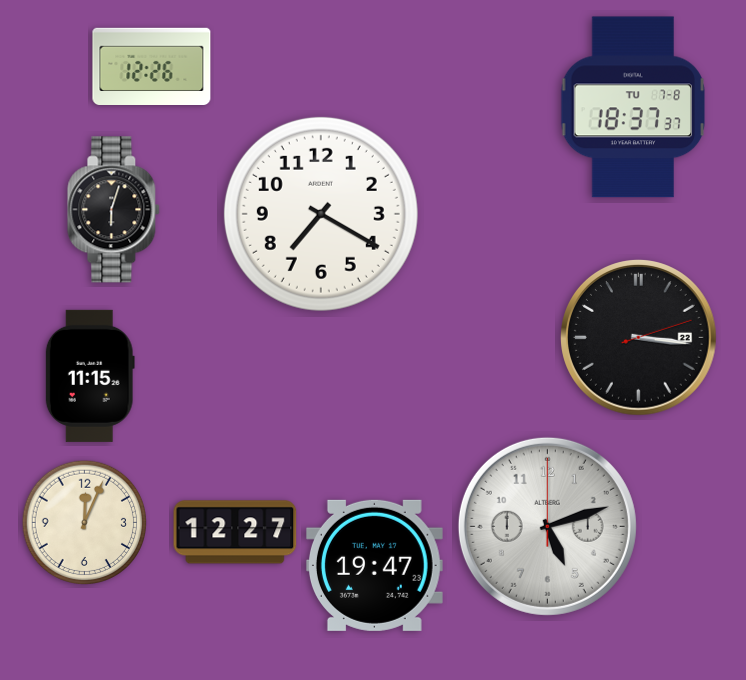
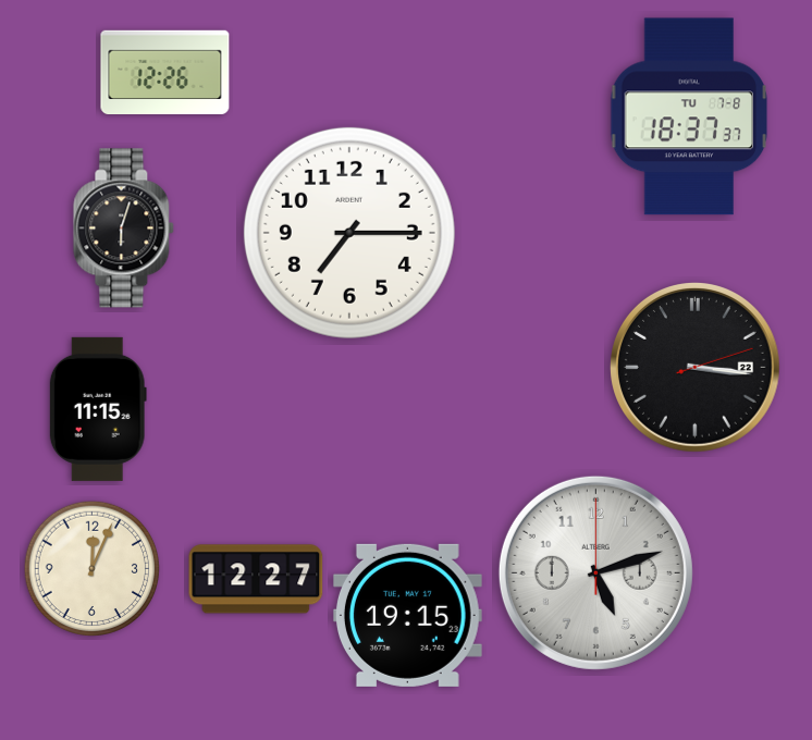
clock at (321, 214): 7:20 -> 7:15
clock at (374, 565): 19:47 -> 19:15
